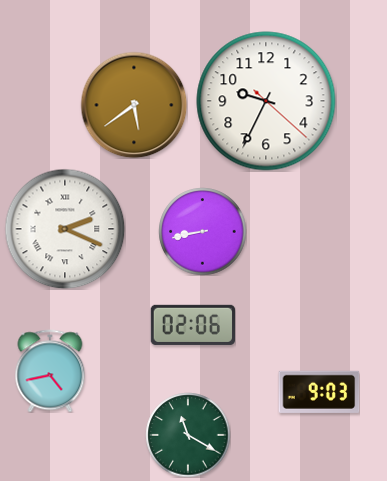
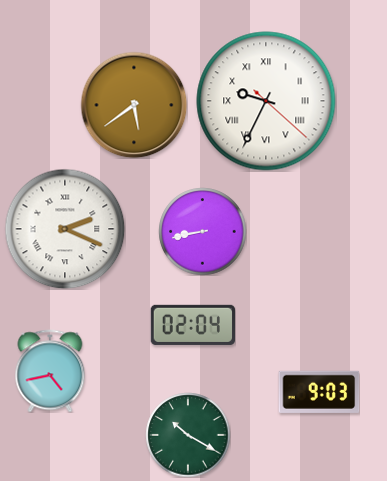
clock at (266, 101) numerals: Arabic -> Roman
clock at (193, 325): 02:06 -> 02:04
clock at (188, 435): 11:20 -> 10:20
